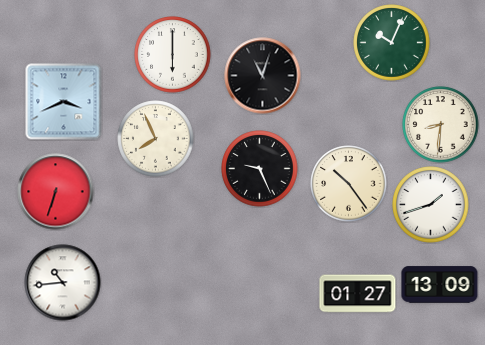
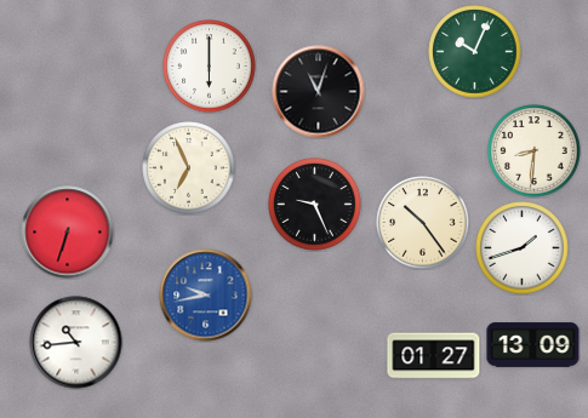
clock at (64, 102): 3:41 -> none
clock at (156, 139): 7:56 -> 6:56
clock at (206, 296): none -> 9:43
